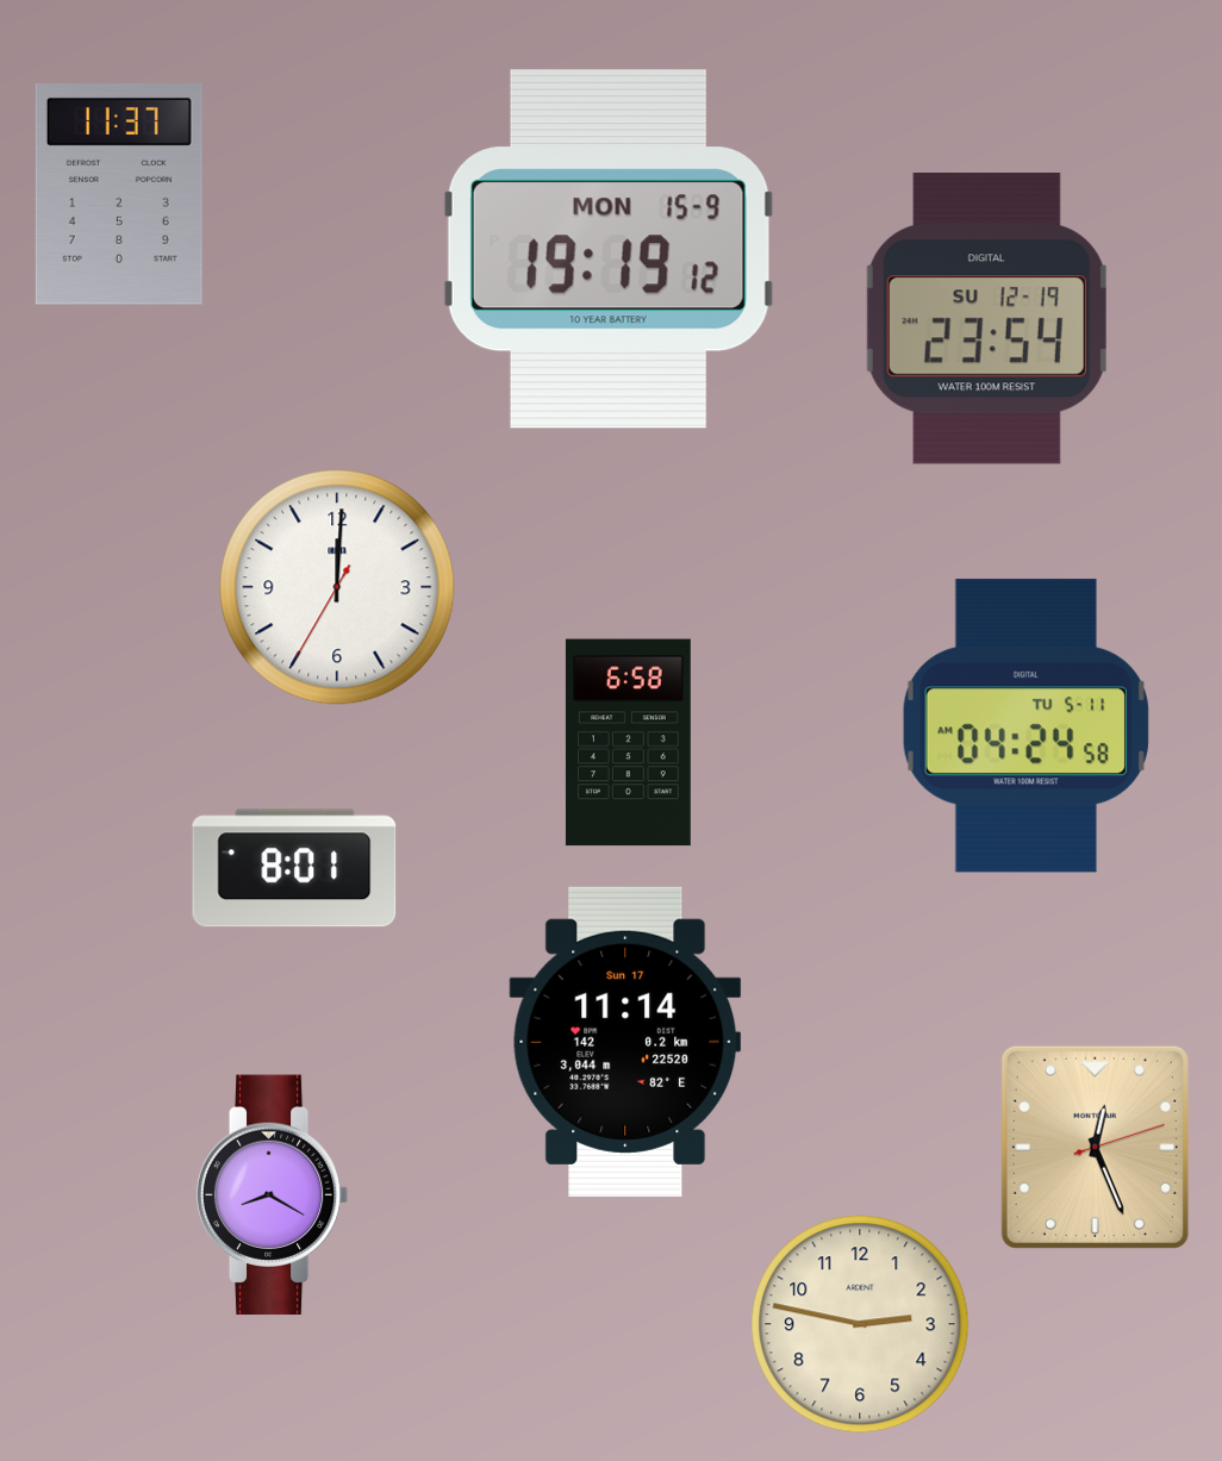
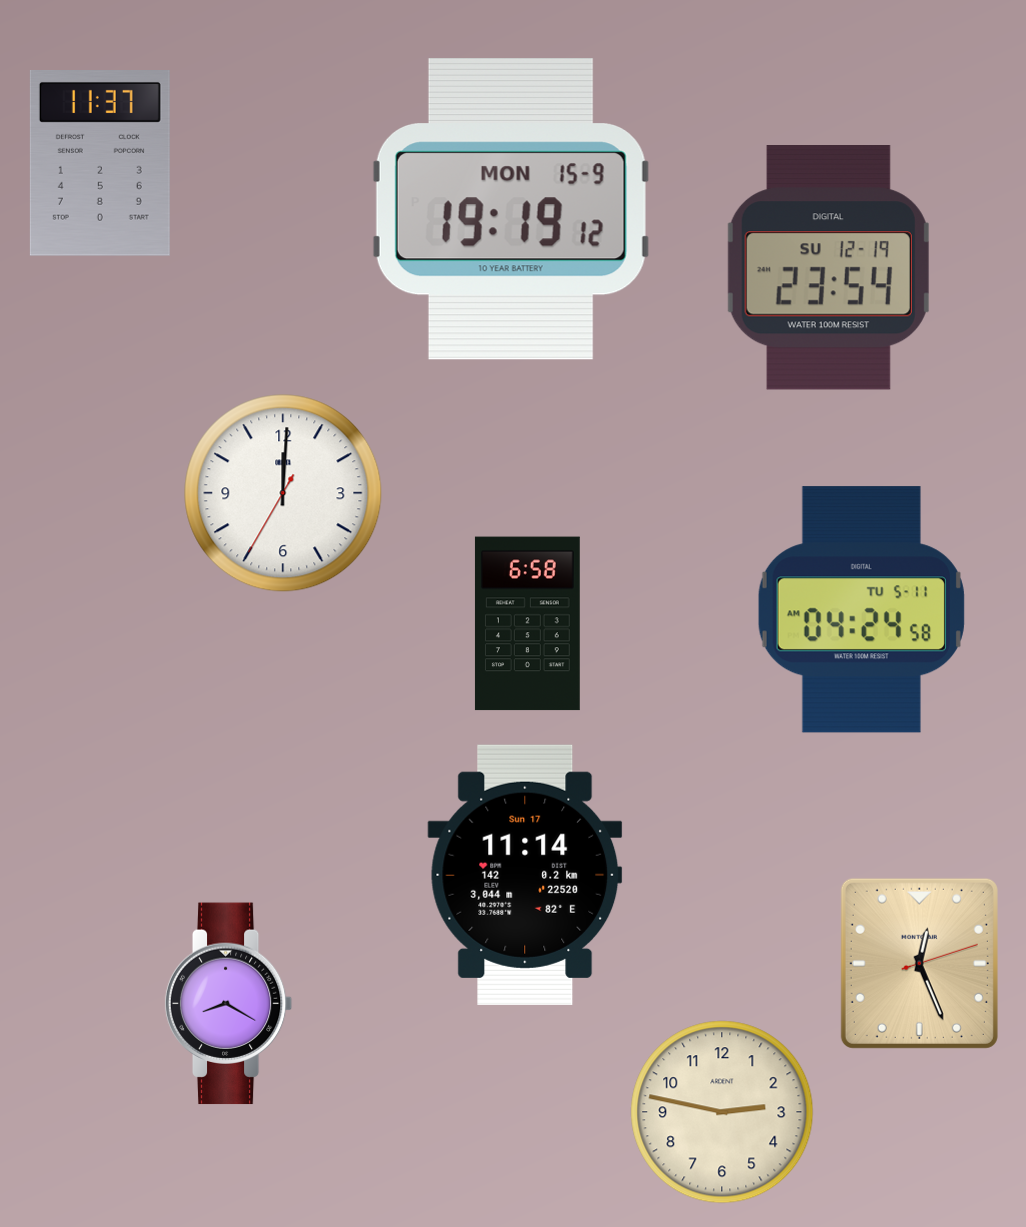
clock at (294, 868): 8:01 -> none
